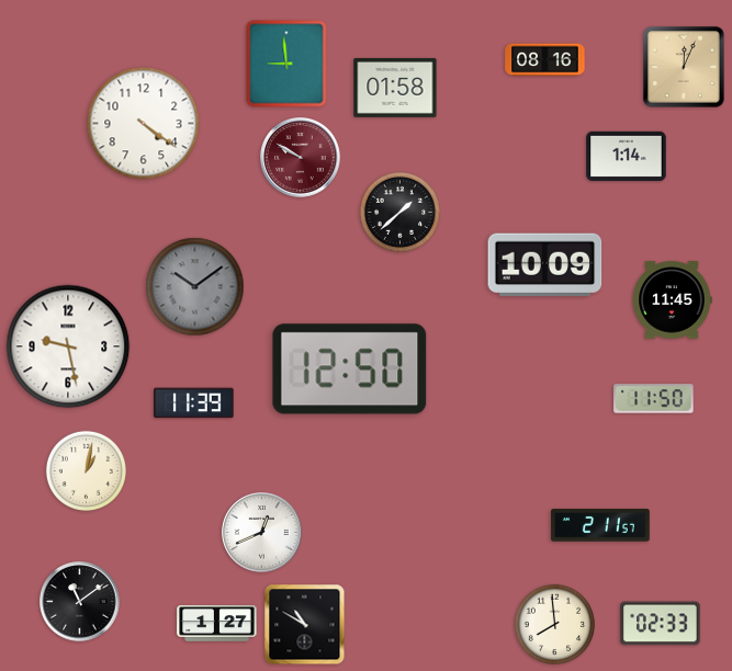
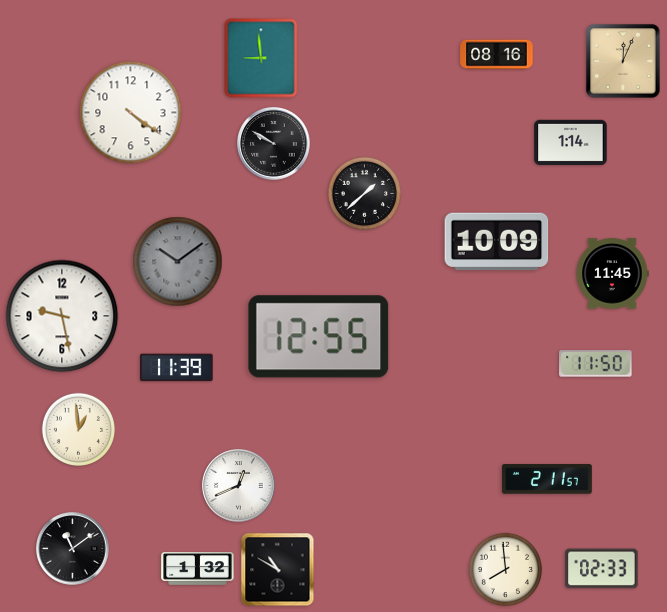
clock at (395, 88): 01:58 -> none
clock at (301, 158) dial: burgundy -> black
clock at (350, 369): 12:50 -> 12:55
clock at (86, 470): 1:02 -> 12:59
clock at (217, 624): 1:27 -> 1:32
